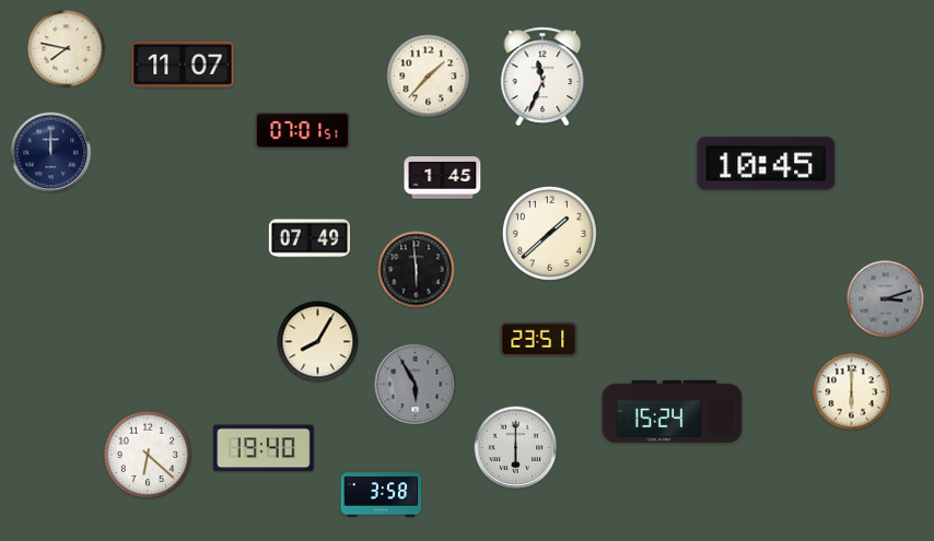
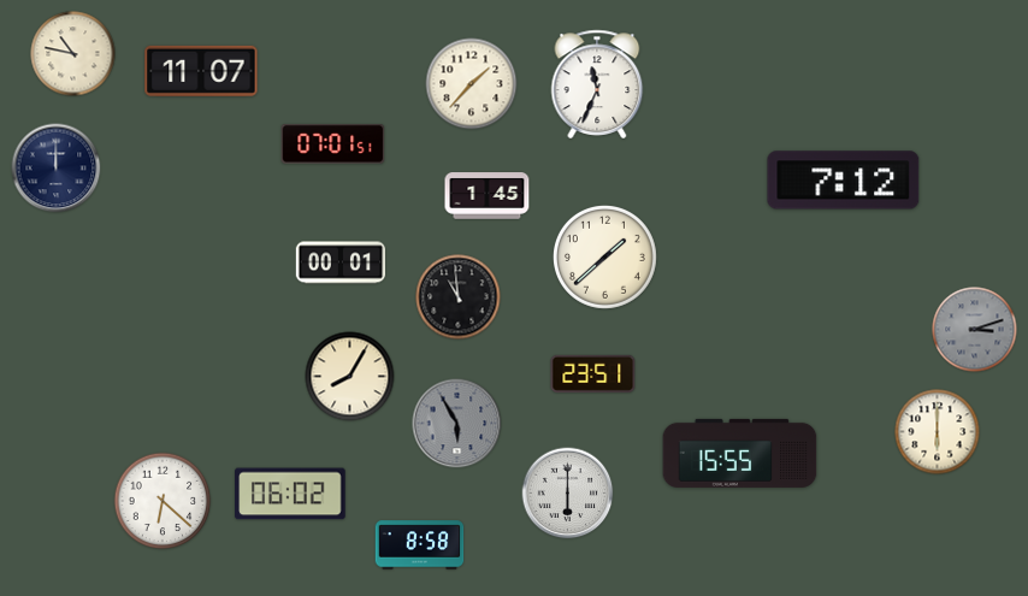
clock at (67, 49): 7:47 -> 10:47
clock at (767, 164): 10:45 -> 7:12
clock at (310, 238): 07:49 -> 00:01
clock at (417, 270): 5:59 -> 10:59
clock at (673, 411): 15:24 -> 15:55
clock at (264, 448): 19:40 -> 06:02
clock at (382, 495): 3:58 -> 8:58
